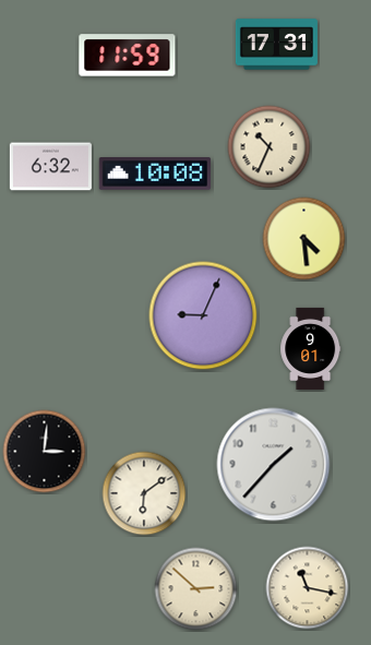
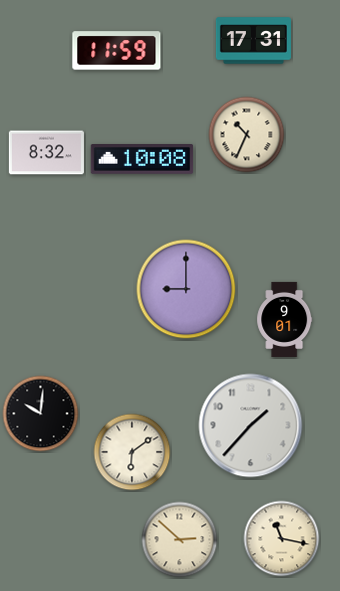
clock at (50, 167): 6:32 -> 8:32
clock at (304, 239): 4:29 -> none
clock at (203, 315): 9:04 -> 9:00
clock at (45, 452): 3:01 -> 10:01
